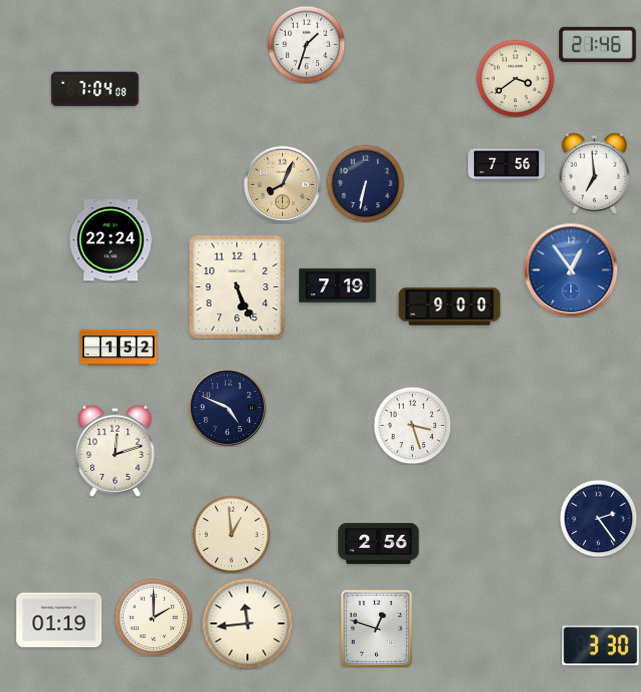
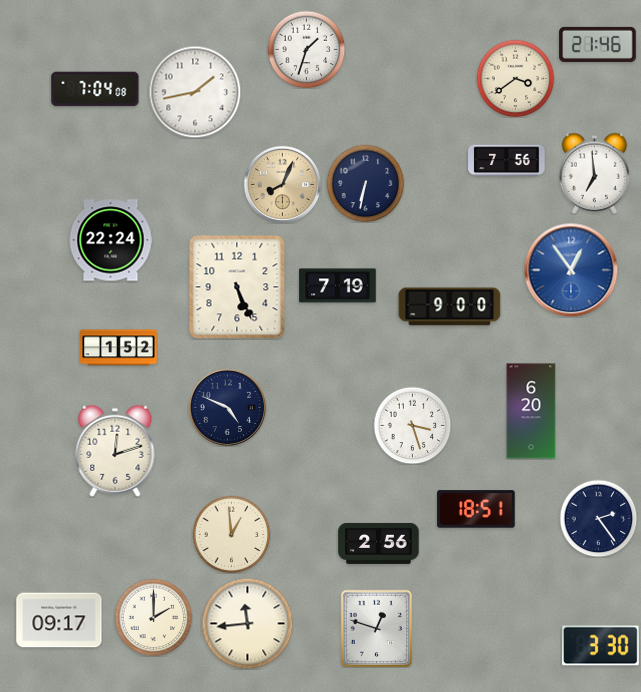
clock at (306, 44) position: (306, 44) -> (306, 49)
clock at (195, 92): none -> 1:43
clock at (507, 165) position: (507, 165) -> (507, 161)
clock at (531, 411): none -> 6:20
clock at (476, 509): none -> 18:51
clock at (59, 620): 01:19 -> 09:17
